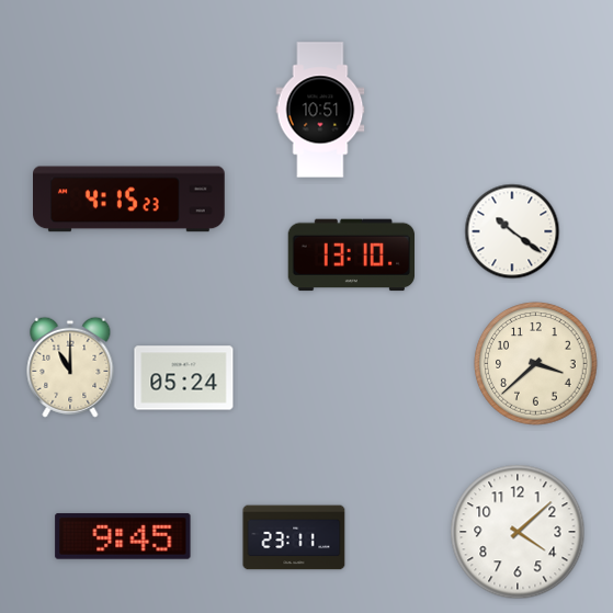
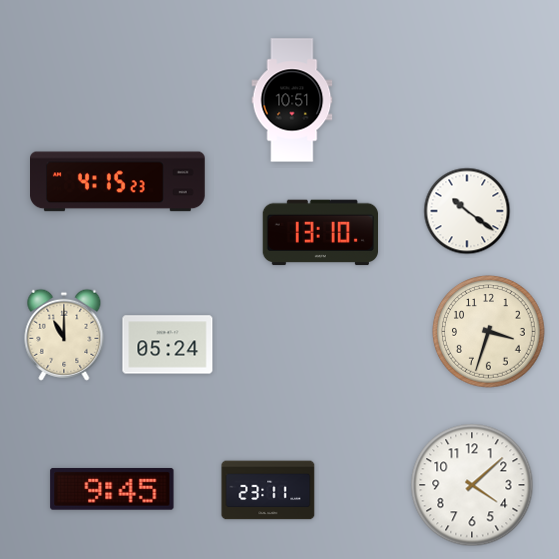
clock at (536, 364): 3:38 -> 3:33
